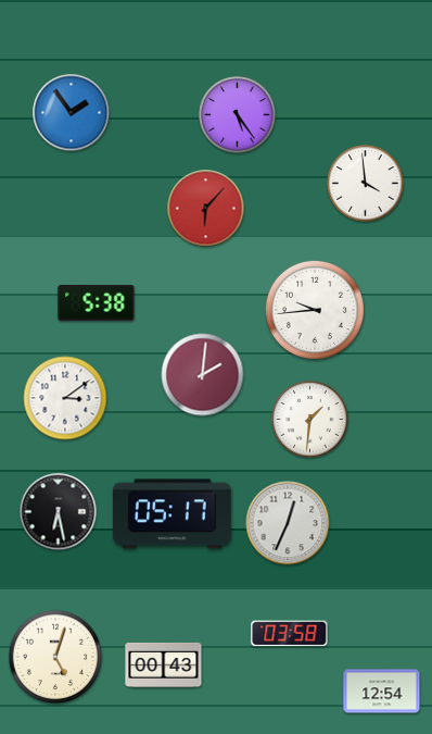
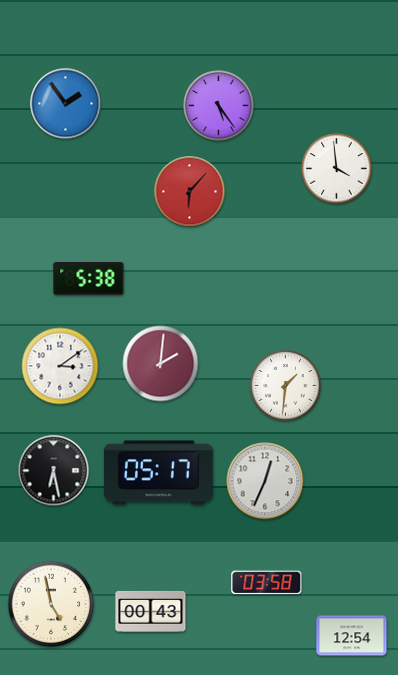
clock at (315, 310): 9:44 -> none
clock at (203, 375) position: (203, 375) -> (161, 364)
clock at (55, 657): 5:03 -> 4:58
